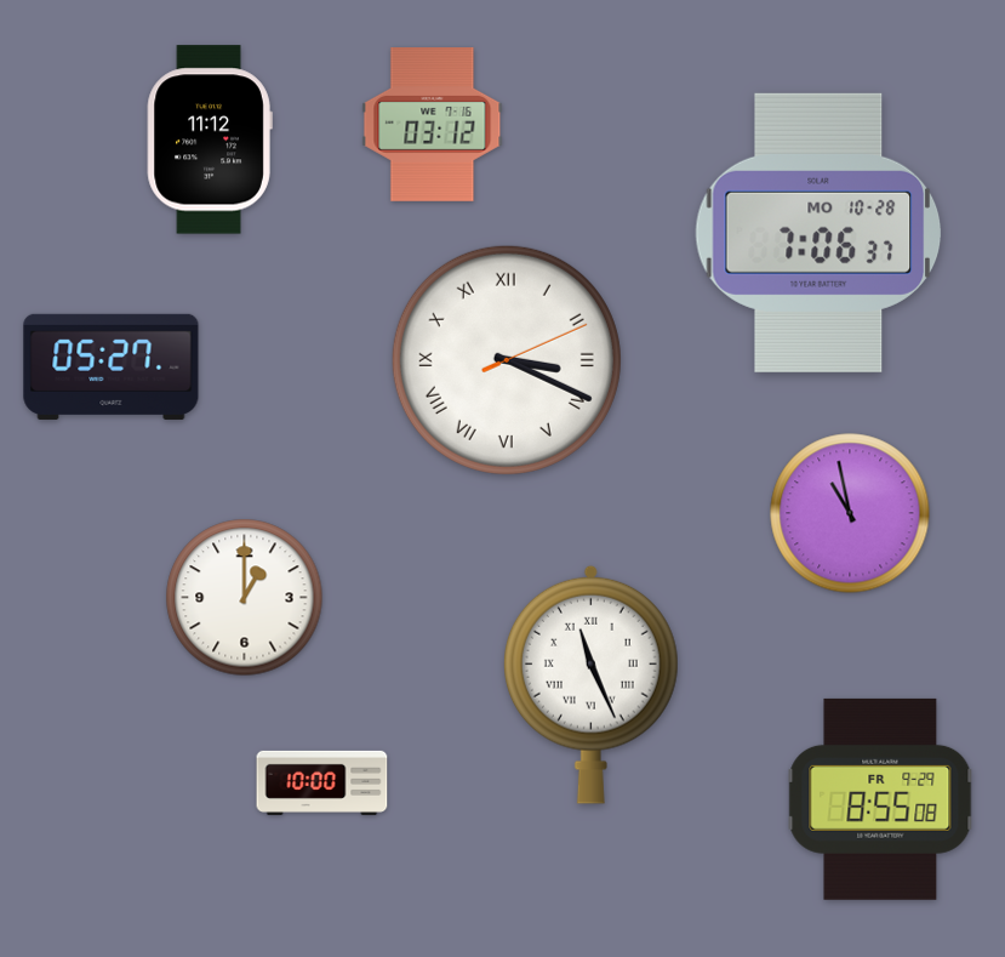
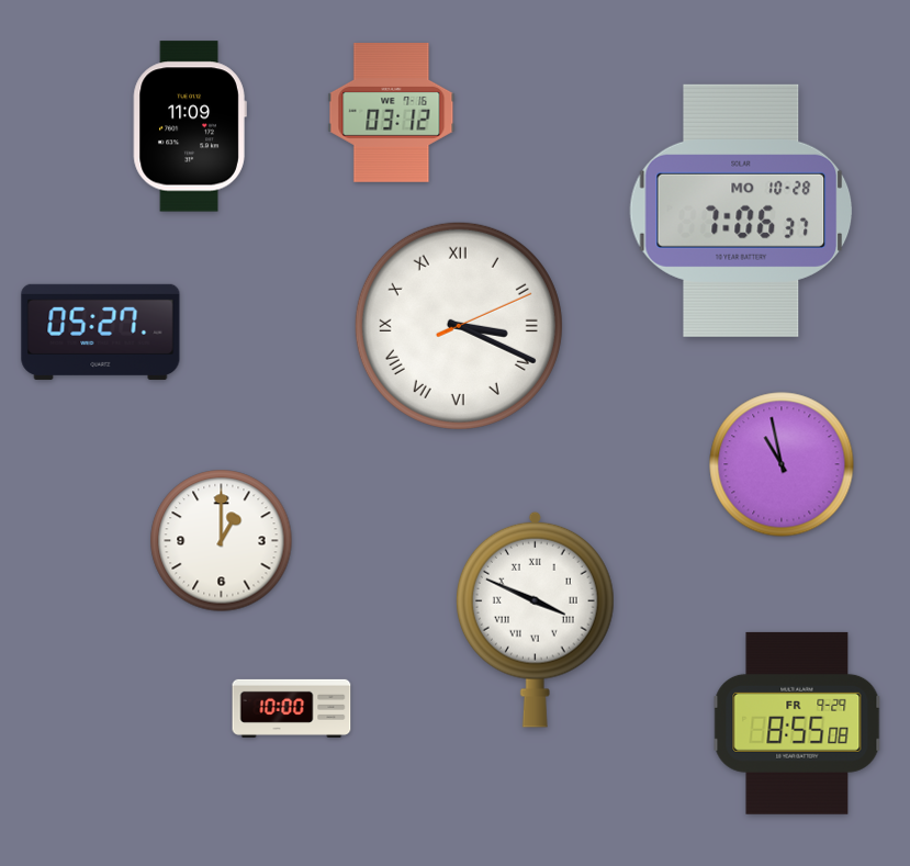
clock at (210, 139): 11:12 -> 11:09
clock at (850, 513) position: (850, 513) -> (782, 464)
clock at (590, 684): 11:26 -> 3:49
